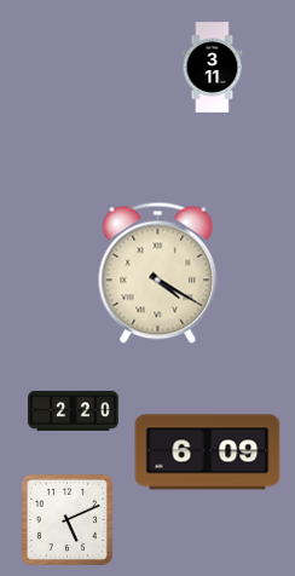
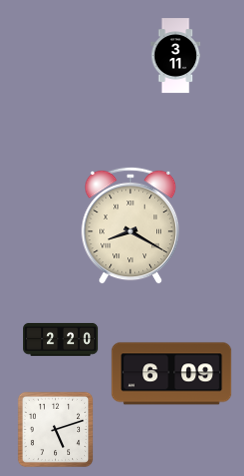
clock at (158, 272): 4:20 -> 8:20
clock at (66, 519): 5:11 -> 5:12
